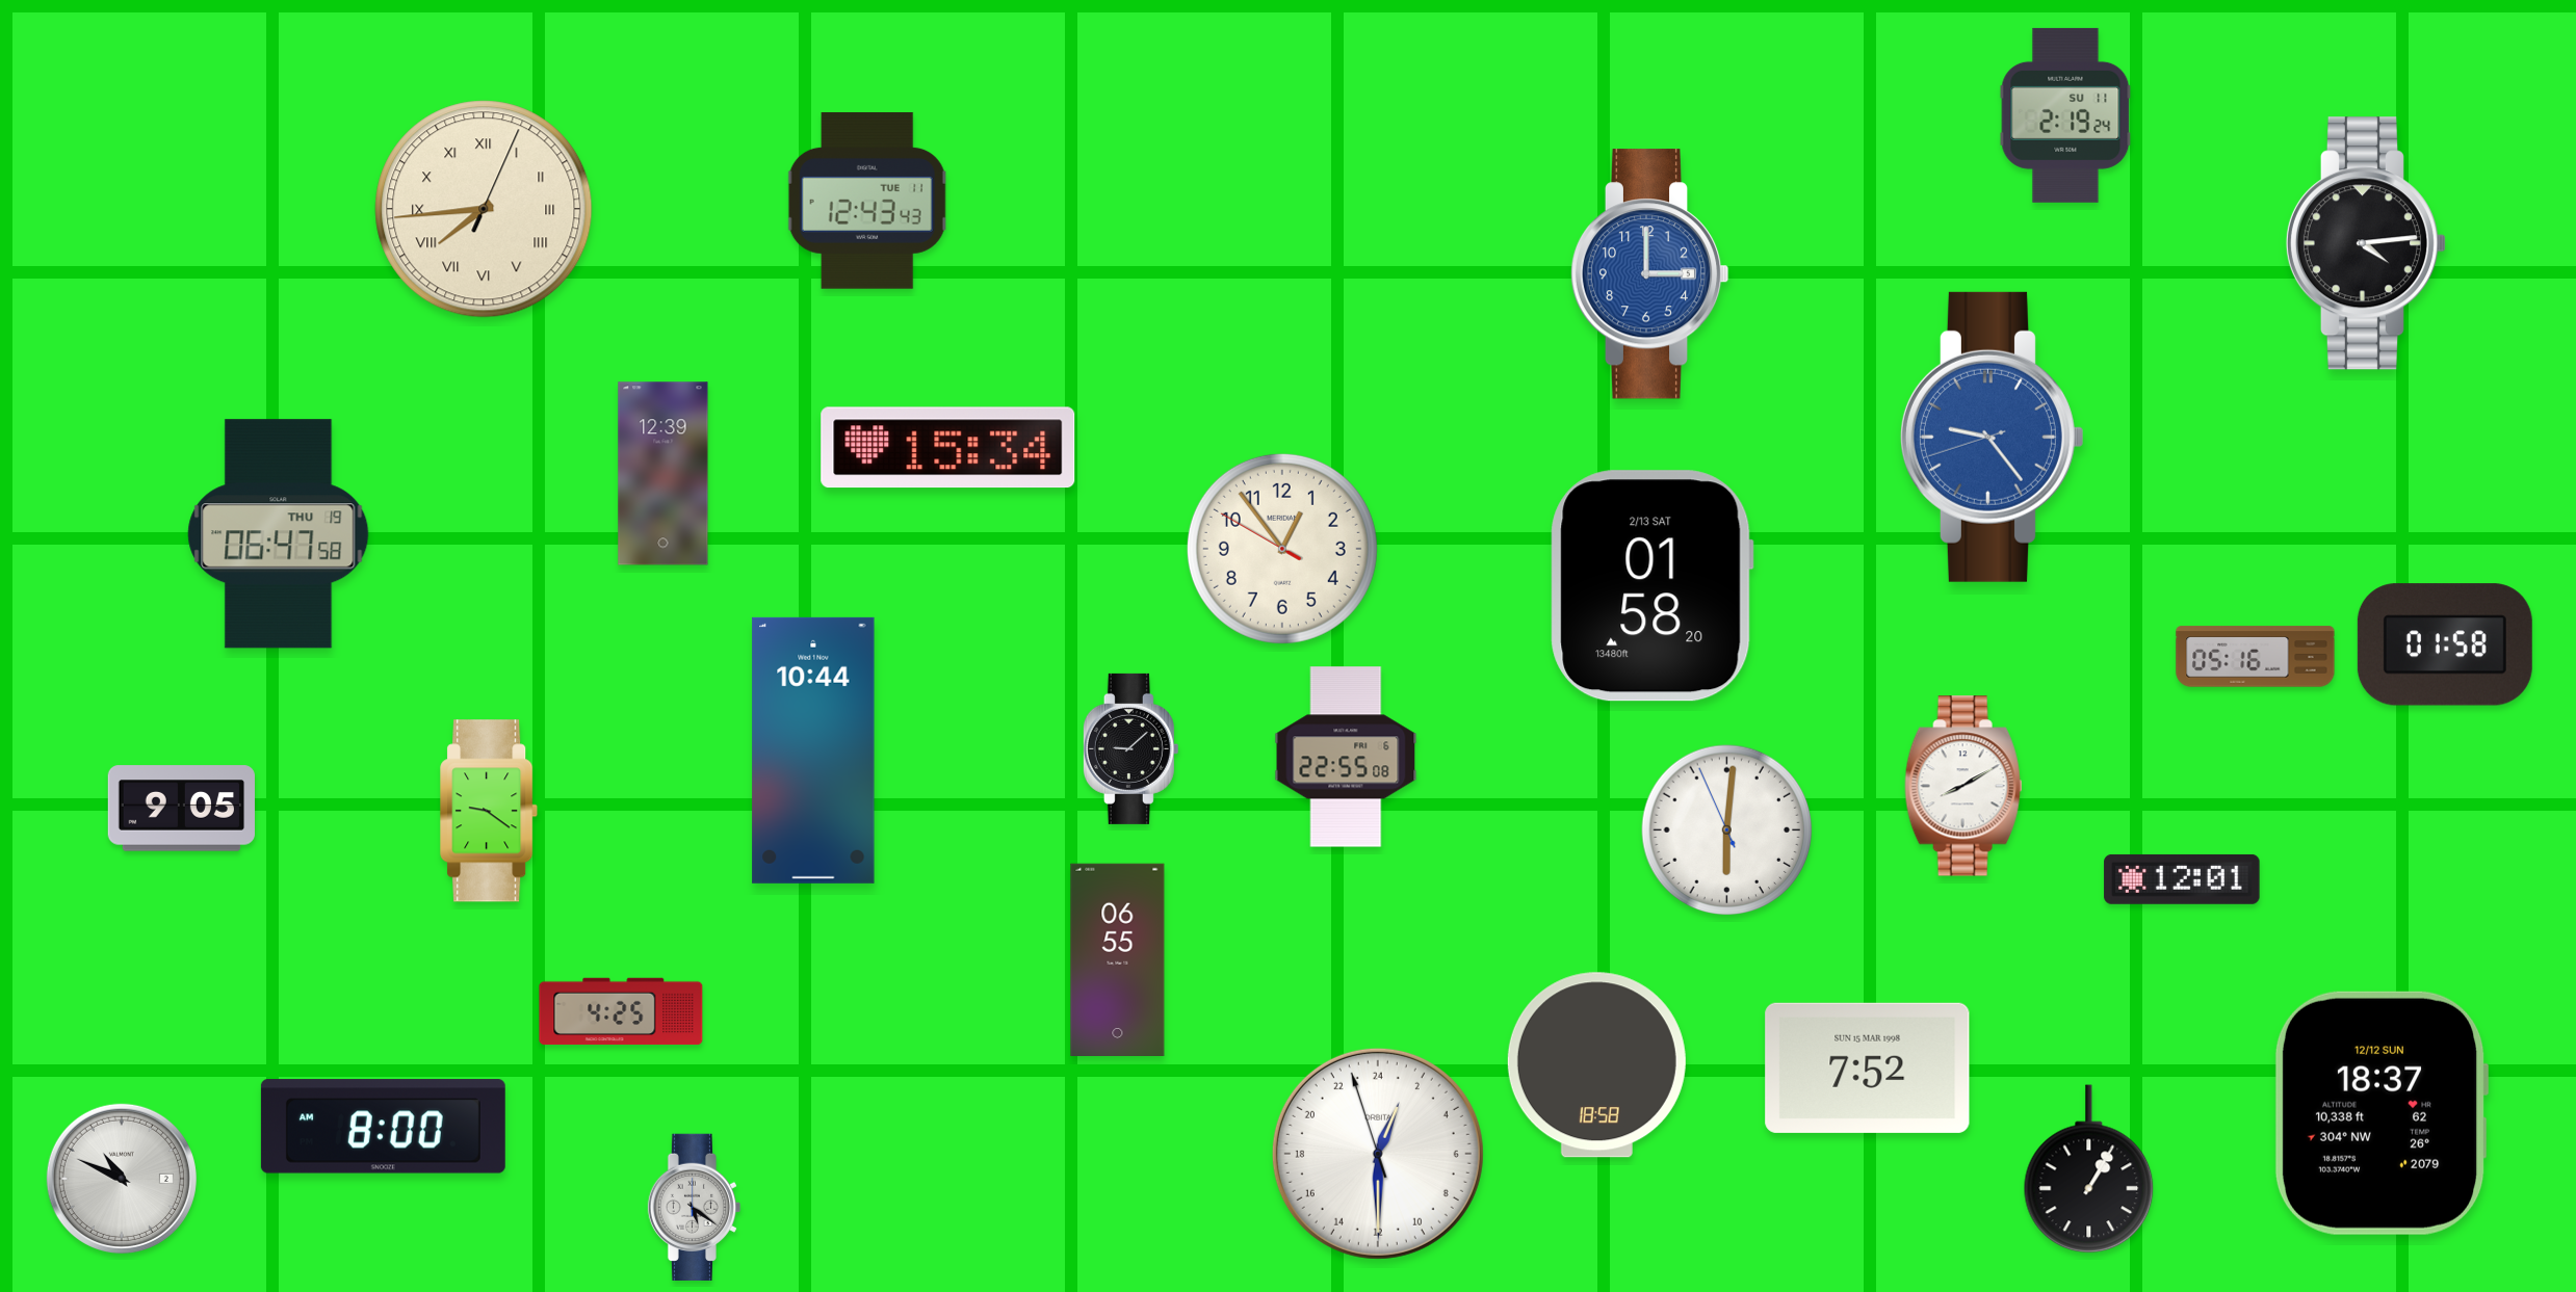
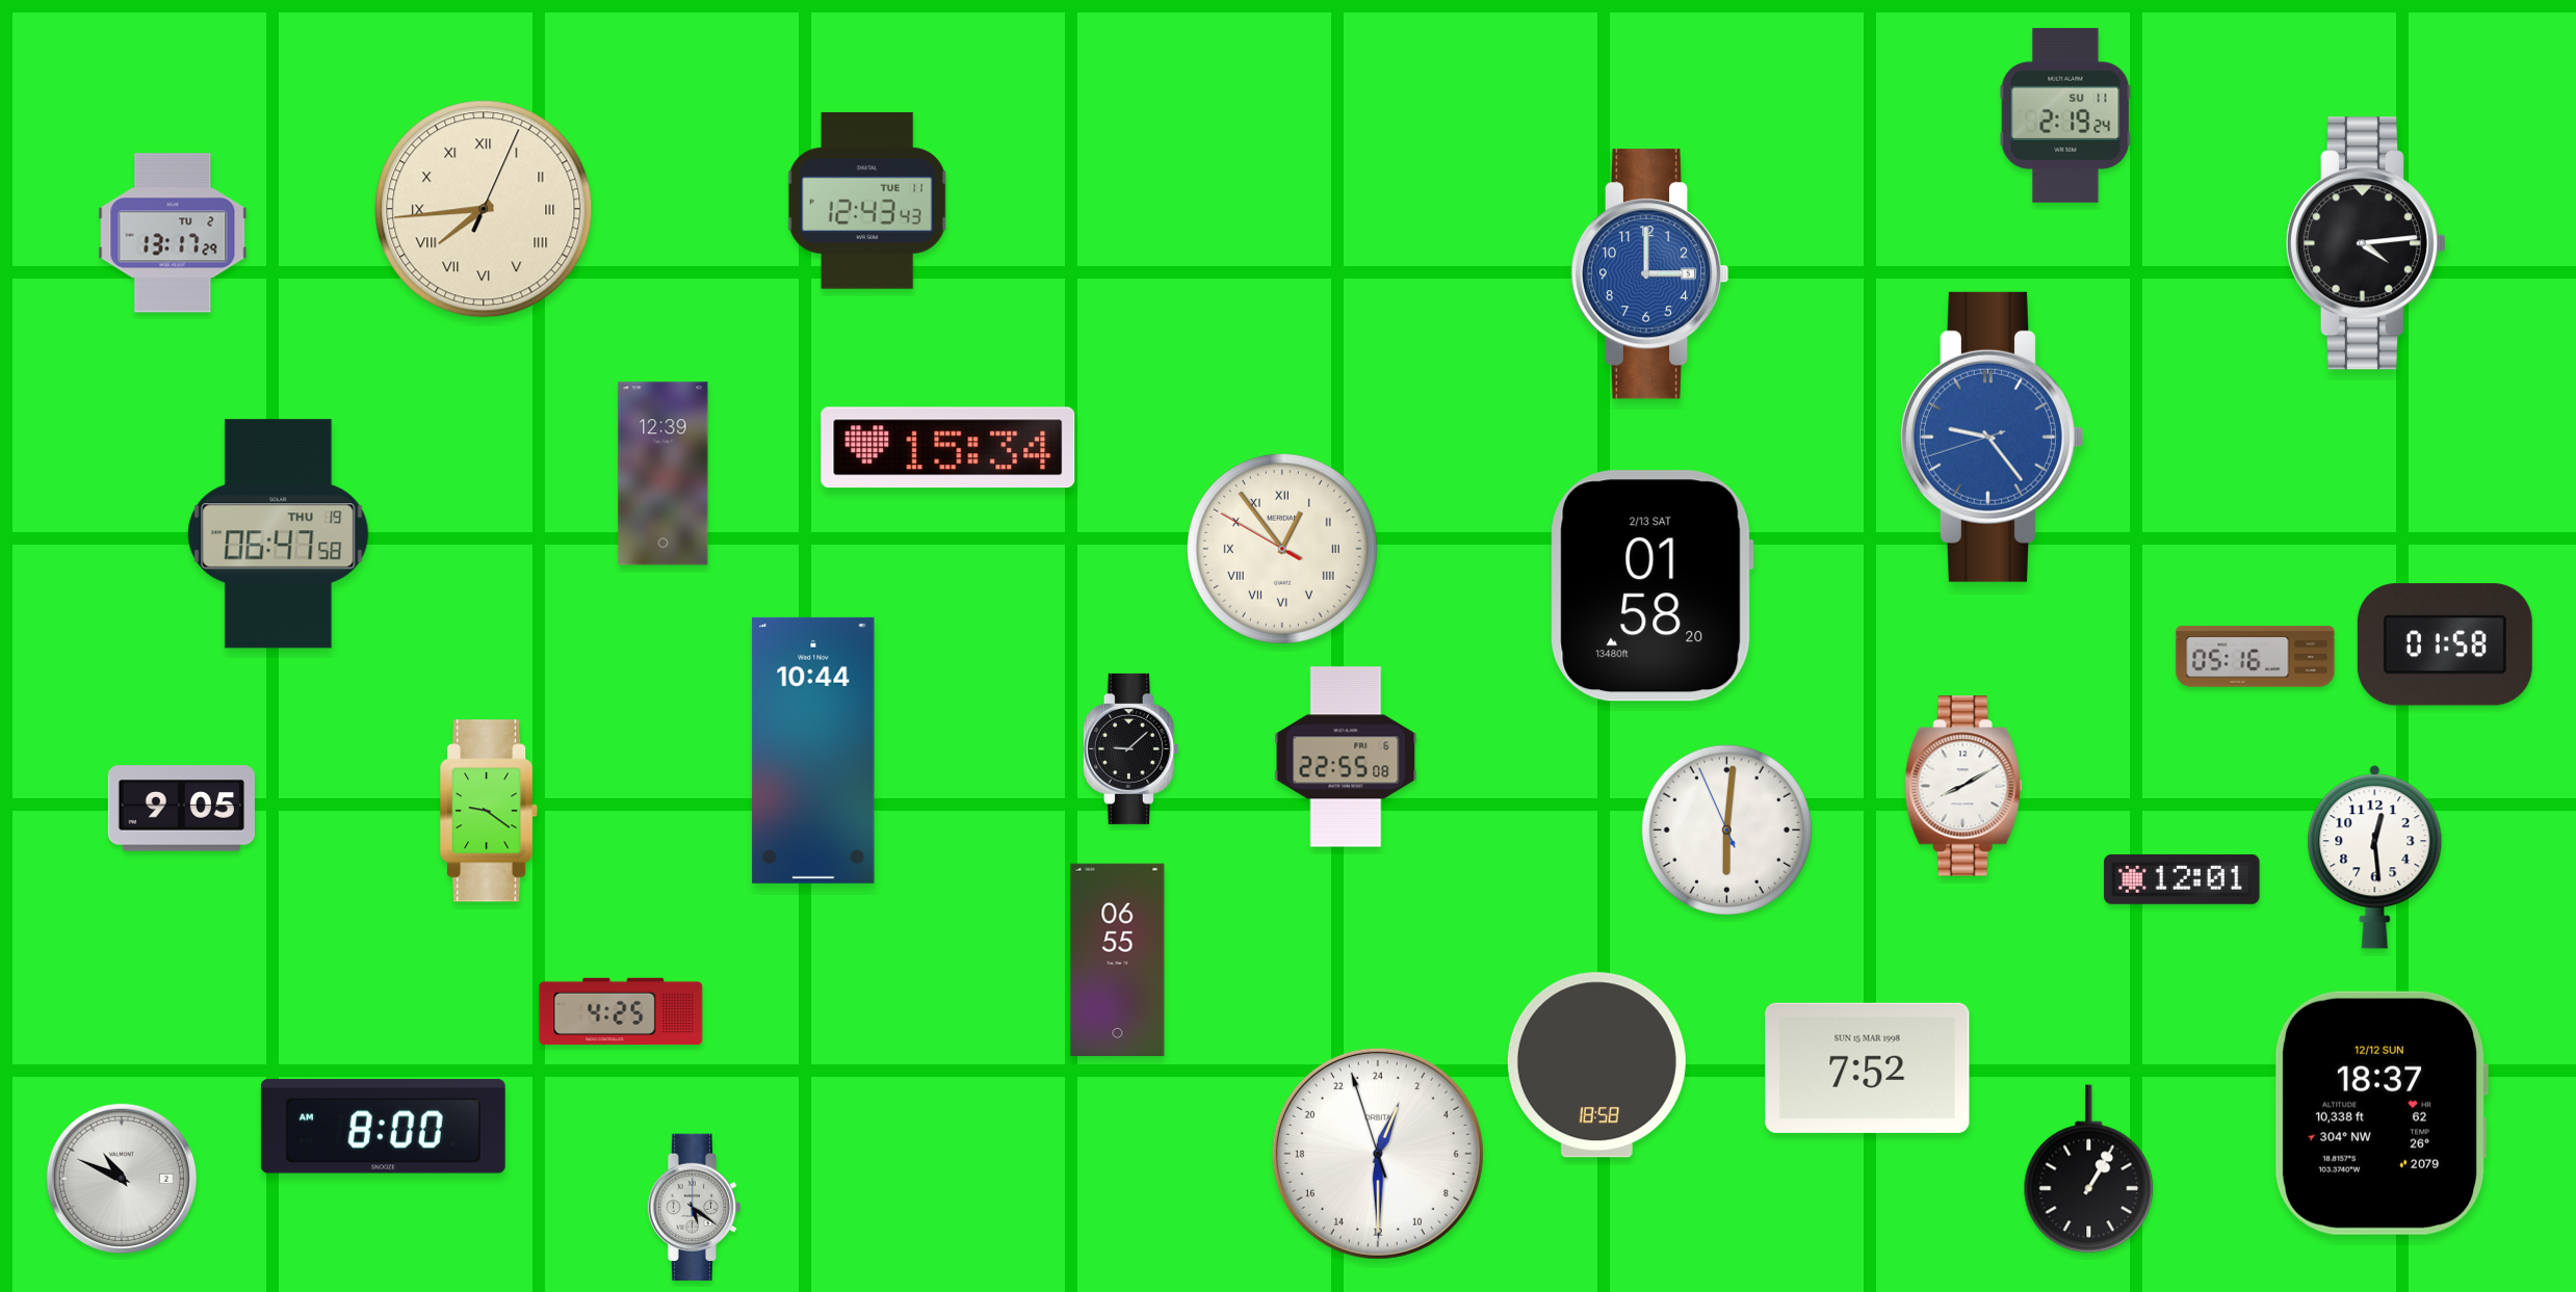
clock at (173, 233): none -> 13:17
clock at (1282, 549) numerals: Arabic -> Roman
clock at (2375, 858): none -> 12:29
